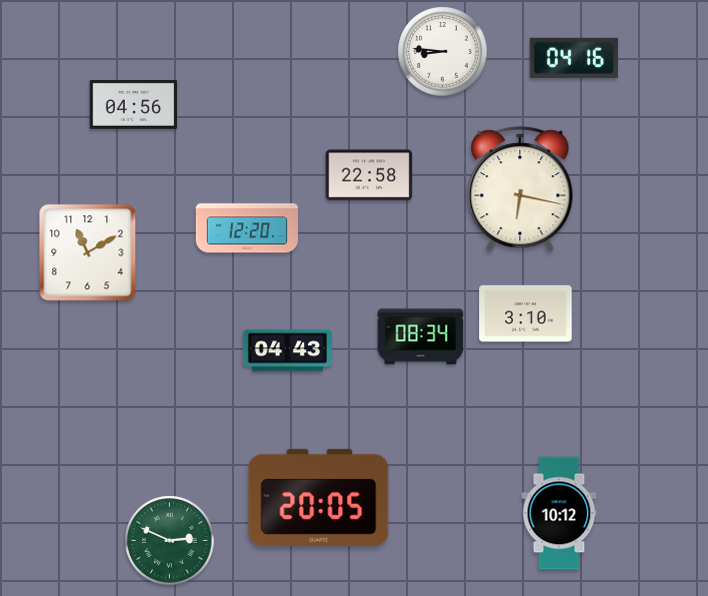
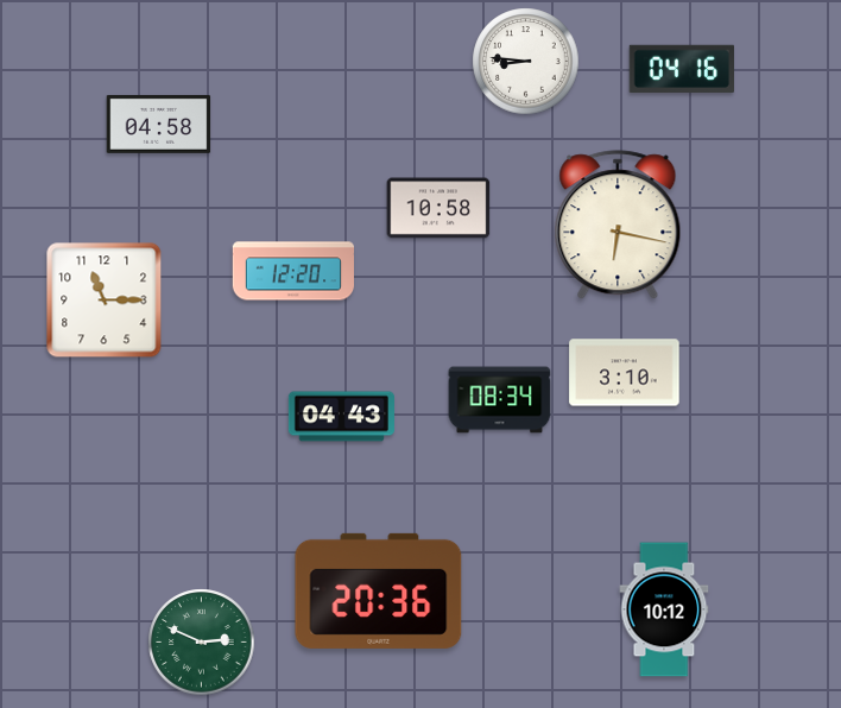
clock at (134, 104): 04:56 -> 04:58
clock at (369, 175): 22:58 -> 10:58
clock at (88, 253): 11:10 -> 11:15
clock at (319, 497): 20:05 -> 20:36
